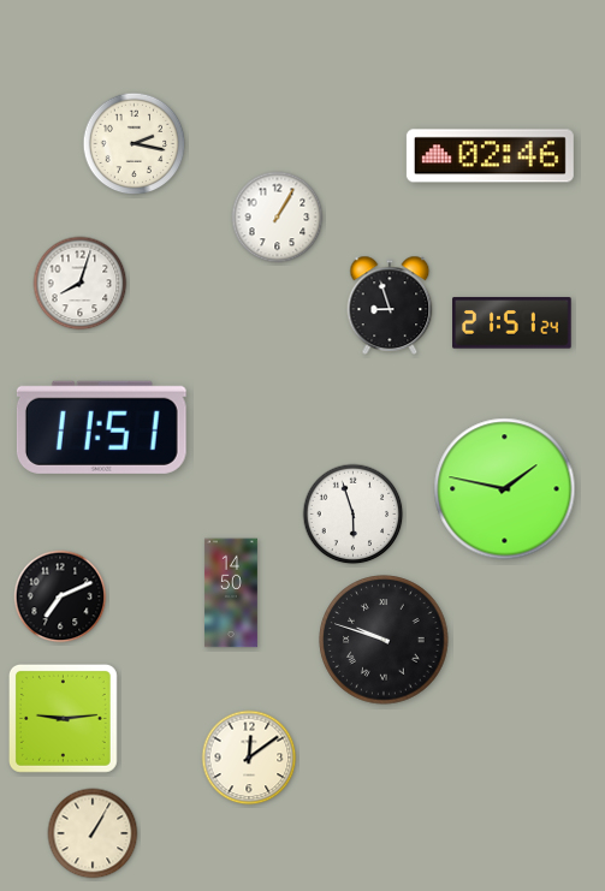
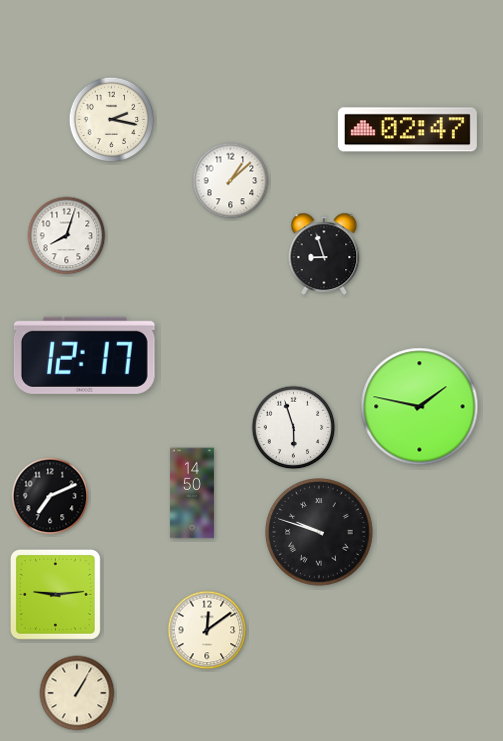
clock at (490, 156): 02:46 -> 02:47
clock at (278, 218): 1:05 -> 1:08
clock at (512, 323): 21:51 -> none
clock at (101, 427): 11:51 -> 12:17
clock at (63, 718) position: (63, 718) -> (55, 594)
